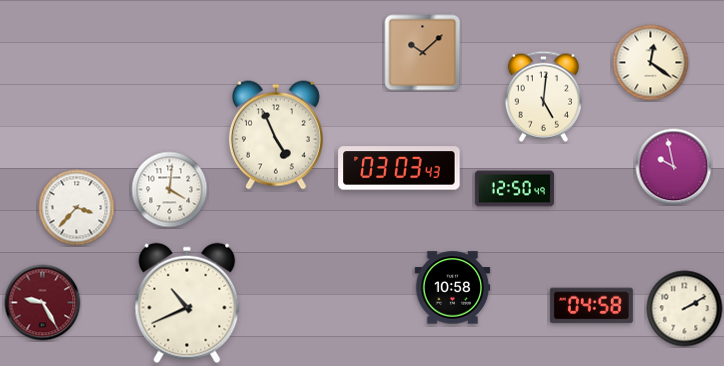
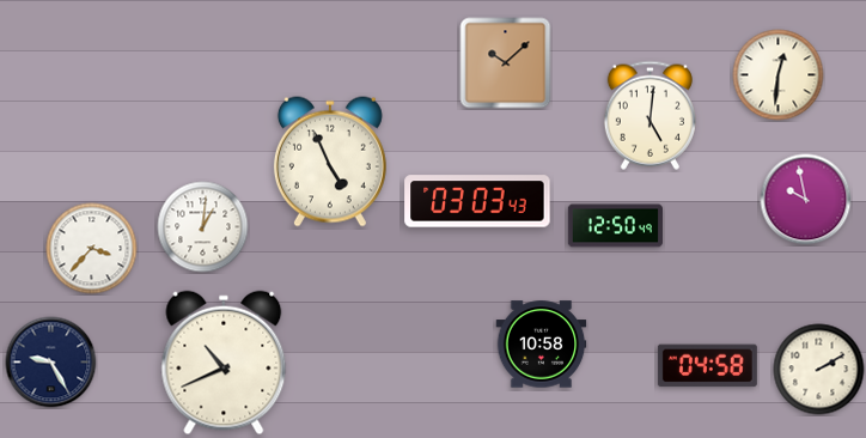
clock at (651, 63): 12:21 -> 12:31
clock at (170, 190): 4:01 -> 1:01
clock at (43, 303) dial: burgundy -> navy
